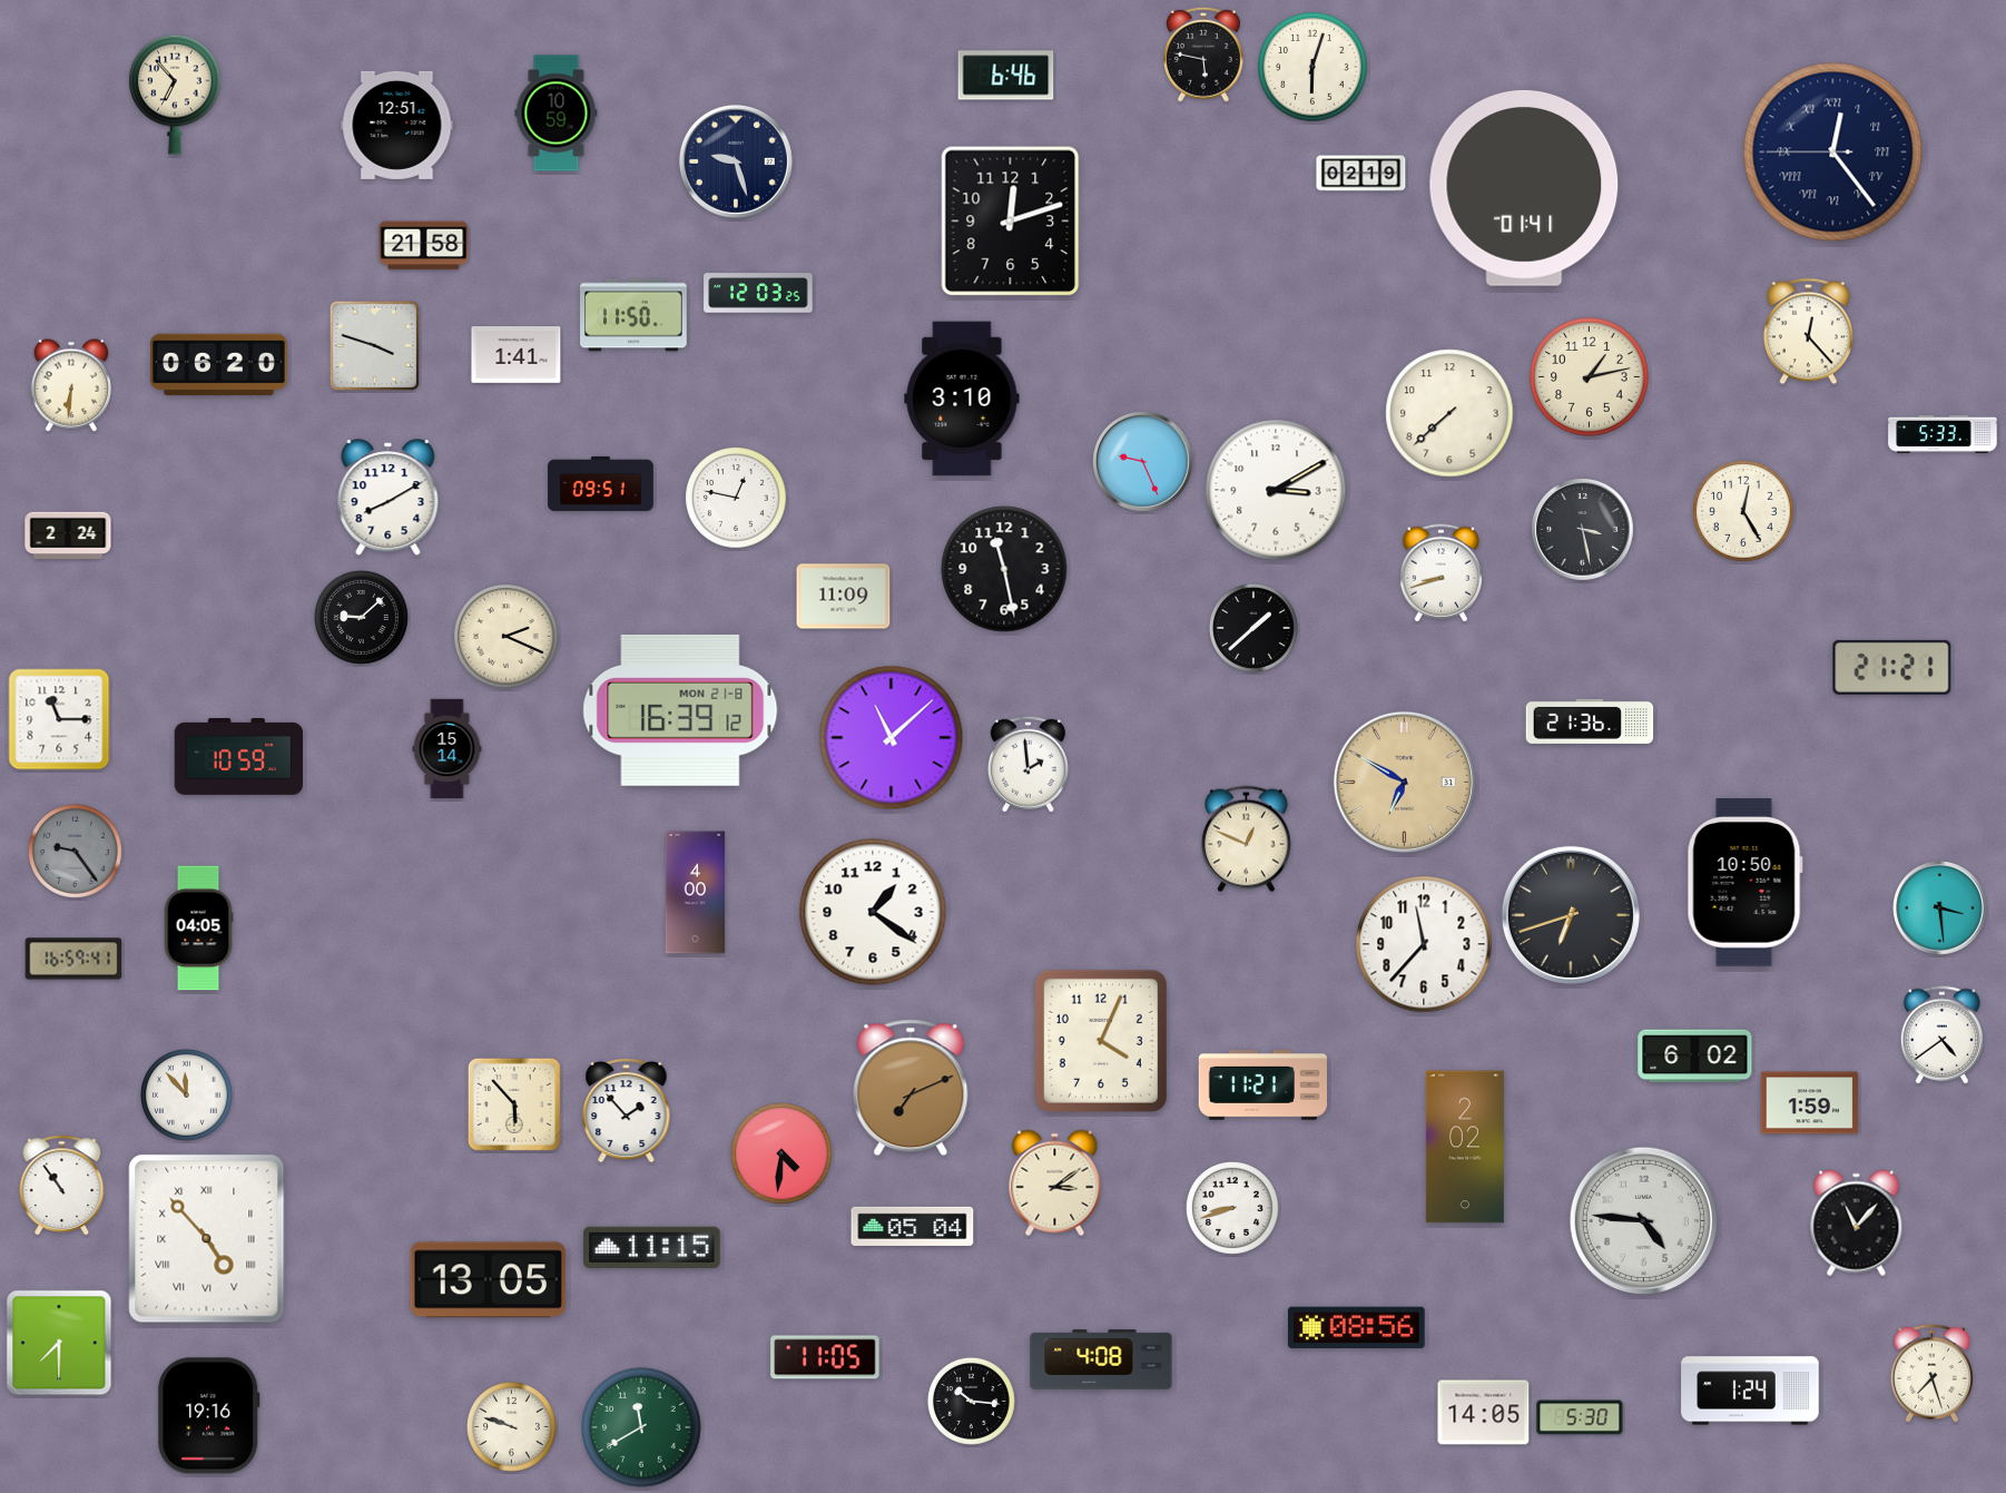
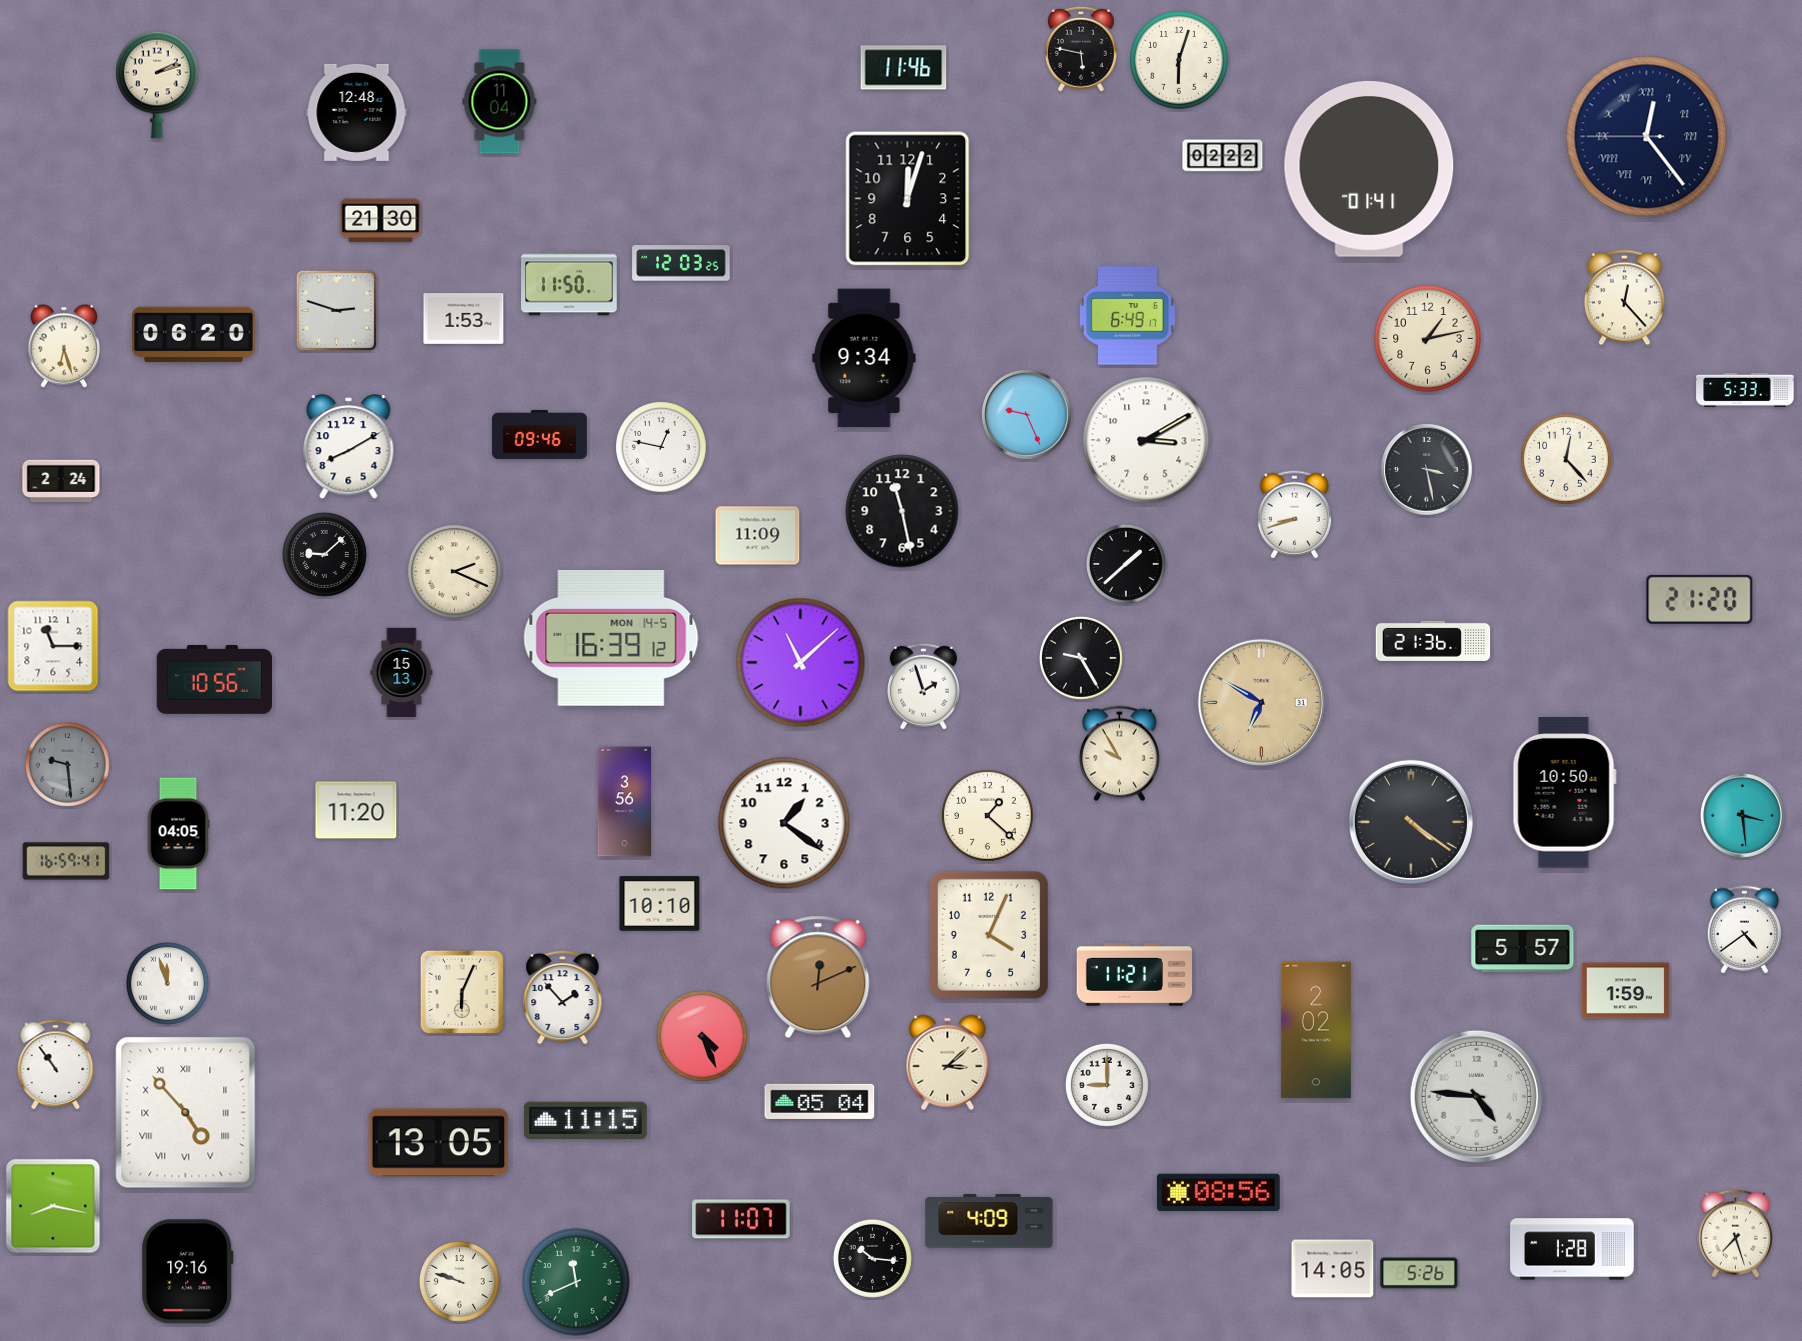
clock at (1006, 76): 6:46 -> 11:46
clock at (175, 95): 6:53 -> 2:12
clock at (557, 114): 10:59 -> 11:04
clock at (397, 125): 12:51 -> 12:48
clock at (736, 161): 9:27 -> none
clock at (1361, 174): 02:19 -> 02:22
clock at (1011, 222): 12:12 -> 12:03
clock at (424, 246): 21:58 -> 21:30
clock at (375, 346): 3:48 -> 2:48
clock at (1128, 316): none -> 6:49
clock at (517, 355): 1:41 -> 1:53
clock at (219, 365) position: (219, 365) -> (194, 335)
clock at (70, 385): 6:31 -> 6:27
clock at (962, 399): 3:10 -> 9:34
clock at (1449, 413): 7:38 -> none
clock at (601, 483): 09:51 -> 09:46
clock at (1743, 511): 12:25 -> 12:23
clock at (1583, 530) position: (1583, 530) -> (1427, 470)
clock at (1892, 667): 21:21 -> 21:20
clock at (680, 710) date: MON 21-8 -> MON 14-5
clock at (1590, 721) position: (1590, 721) -> (1433, 641)
clock at (1081, 658): none -> 9:25
clock at (448, 749): 15:14 -> 15:13
clock at (238, 756): 10:59 -> 10:56
clock at (1027, 764): 1:59 -> 1:57
clock at (1246, 839): 12:49 -> 9:55
clock at (75, 851): 9:24 -> 9:29
clock at (1744, 883) position: (1744, 883) -> (1564, 793)
clock at (695, 893): 4:00 -> 3:56
clock at (356, 810): none -> 11:20
clock at (988, 816): none -> 1:22
clock at (873, 912) position: (873, 912) -> (784, 823)
clock at (1571, 915): 6:42 -> 4:21
clock at (1424, 944): 11:37 -> none
clock at (660, 904): none -> 10:10
clock at (1695, 1057): 6:02 -> 5:57
clock at (911, 1088): 7:11 -> 12:11
clock at (186, 1094): 11:53 -> 11:57
clock at (514, 1104): 5:53 -> 6:04
clock at (781, 1153): 4:31 -> 4:26
clock at (1055, 1183): 3:09 -> 3:08
clock at (1232, 1208): 8:42 -> 9:00
clock at (1857, 1224): 11:07 -> none
clock at (489, 1280) position: (489, 1280) -> (439, 1143)
clock at (59, 1343): 7:30 -> 8:17
clock at (825, 1357): 11:05 -> 11:07
clock at (1101, 1359): 4:08 -> 4:09
clock at (1750, 1391): 1:24 -> 1:28
clock at (1580, 1417): 5:30 -> 5:26
clock at (641, 1427): 11:40 -> 11:41
